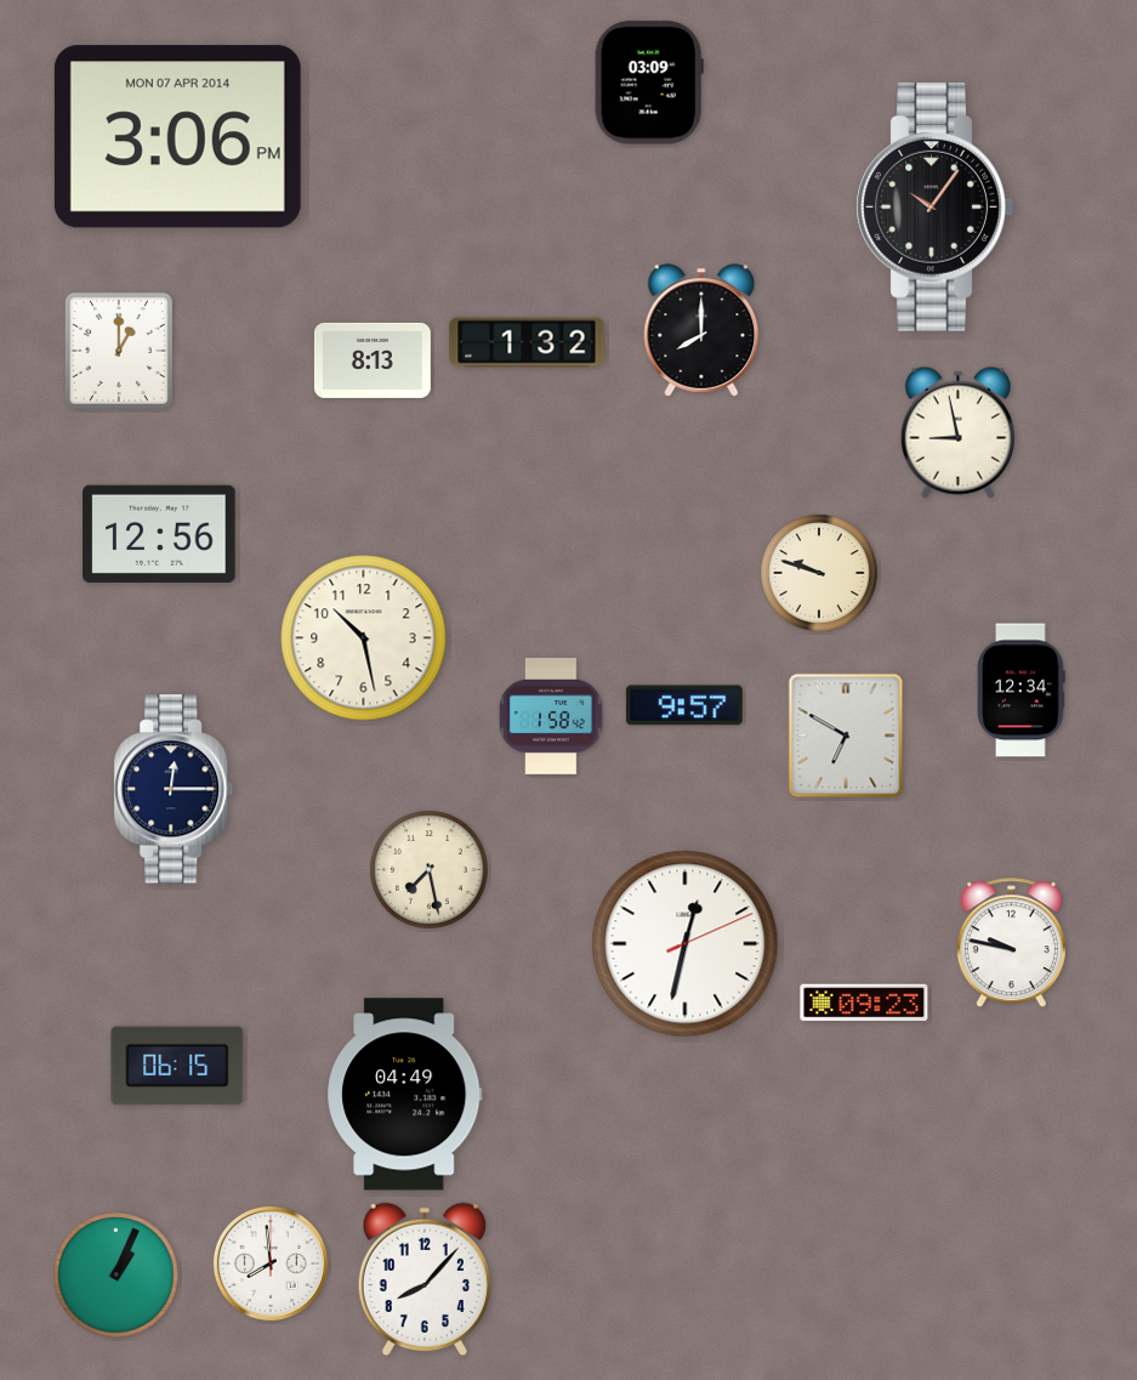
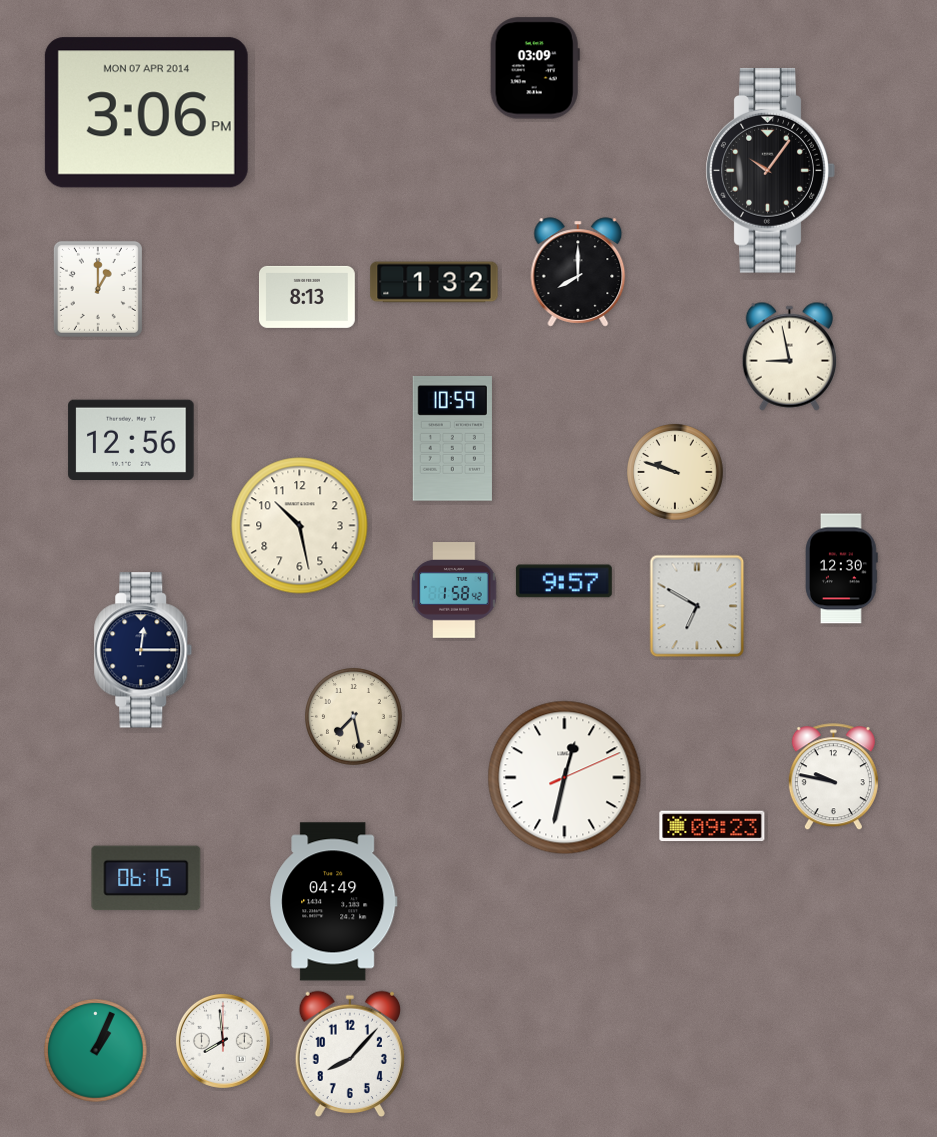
clock at (452, 439): none -> 10:59
clock at (1022, 691): 12:34 -> 12:30
